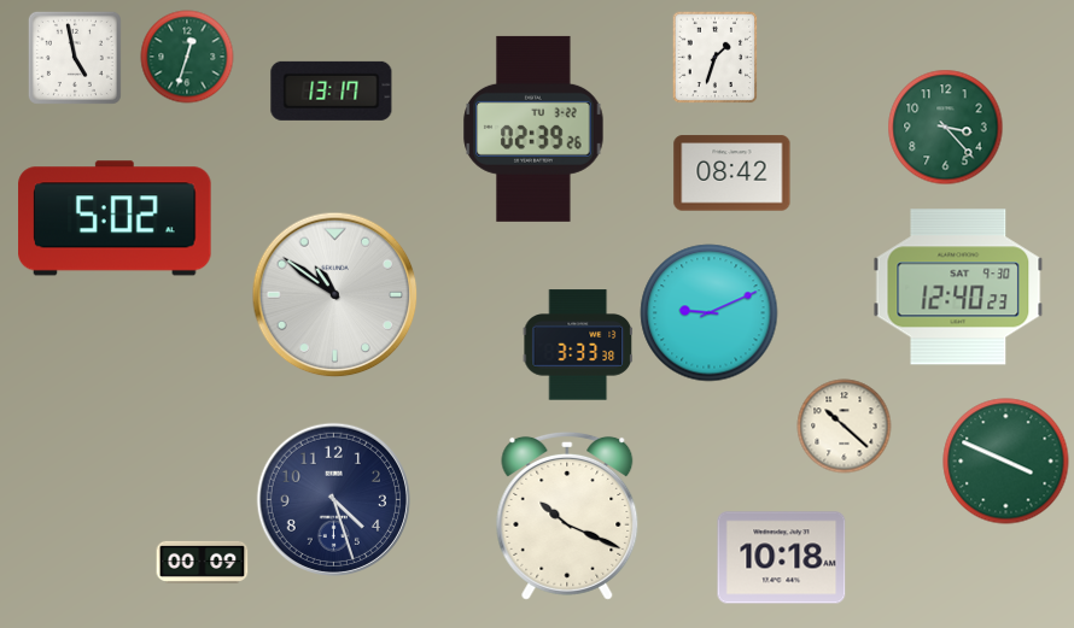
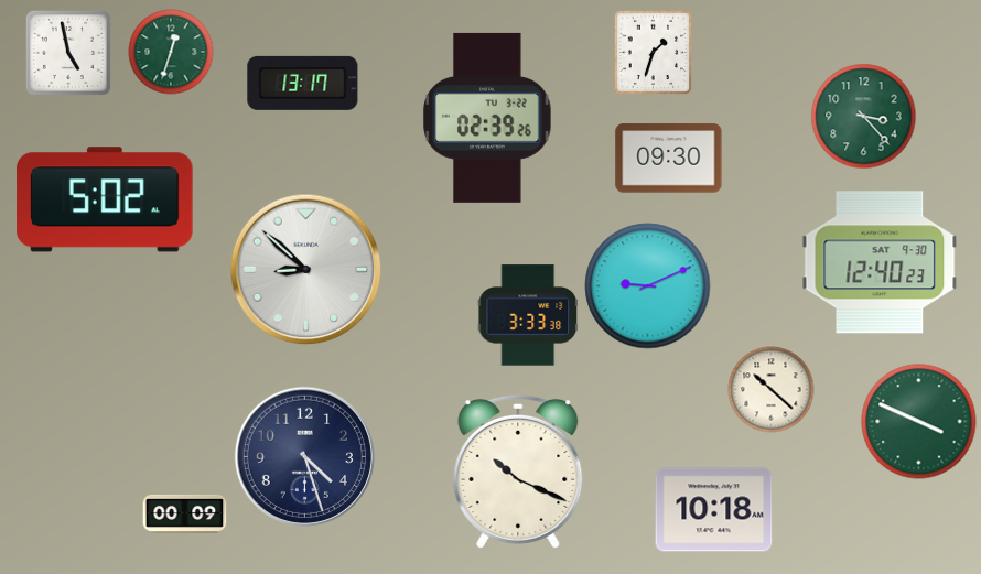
clock at (732, 174): 08:42 -> 09:30
clock at (958, 287) position: (958, 287) -> (880, 262)
clock at (335, 295): 10:51 -> 8:52
